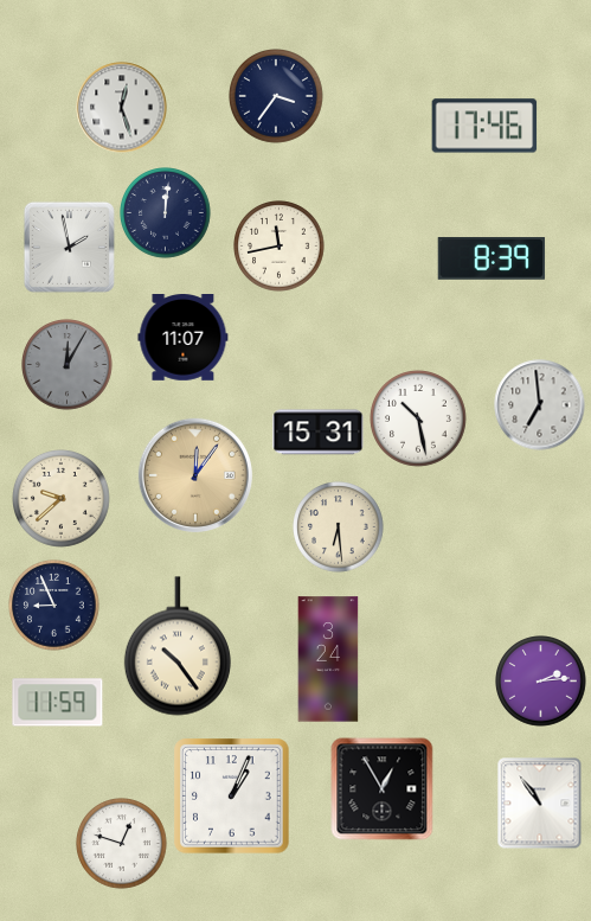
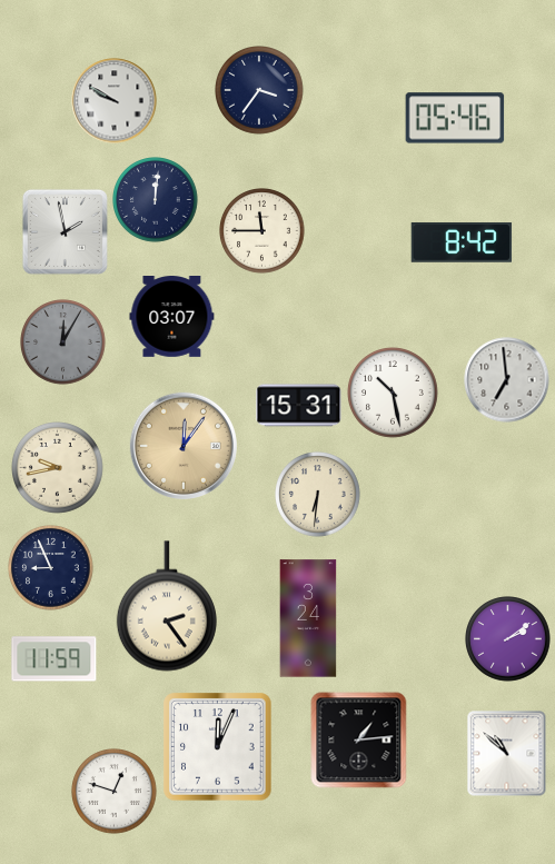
clock at (122, 108): 12:27 -> 9:50
clock at (484, 126): 17:46 -> 05:46
clock at (280, 247): 11:43 -> 11:45
clock at (492, 258): 8:39 -> 8:42
clock at (184, 338): 11:07 -> 03:07
clock at (62, 499): 9:38 -> 9:43
clock at (339, 527): 6:29 -> 6:31
clock at (178, 646): 10:24 -> 2:24
clock at (541, 682): 2:14 -> 2:09
clock at (383, 789): 12:55 -> 1:14
clock at (232, 797): 1:04 -> 12:04
clock at (540, 804): 10:54 -> 10:52
